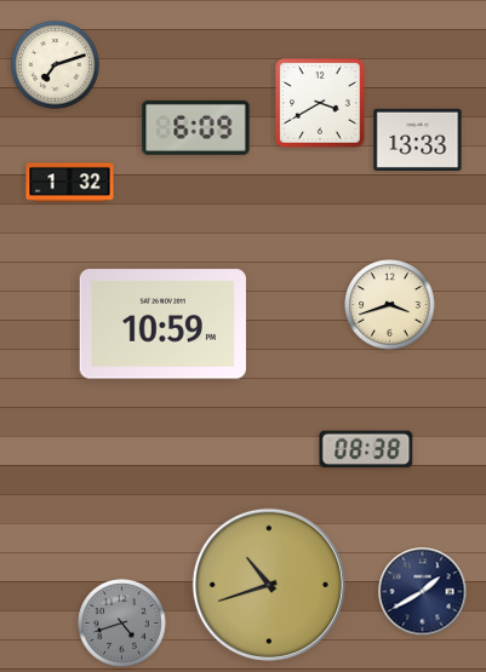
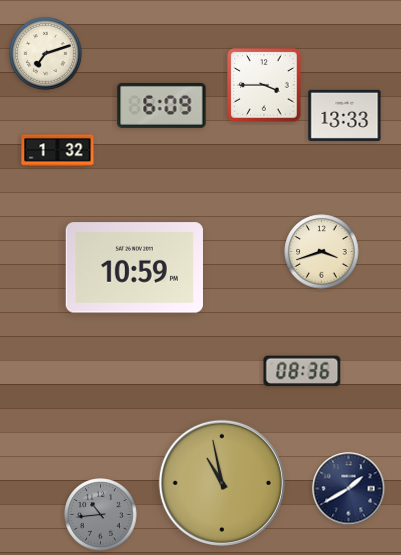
clock at (320, 103): 3:40 -> 3:45
clock at (366, 449): 08:38 -> 08:36
clock at (269, 585): 10:42 -> 10:58
clock at (122, 624): 4:42 -> 10:44
